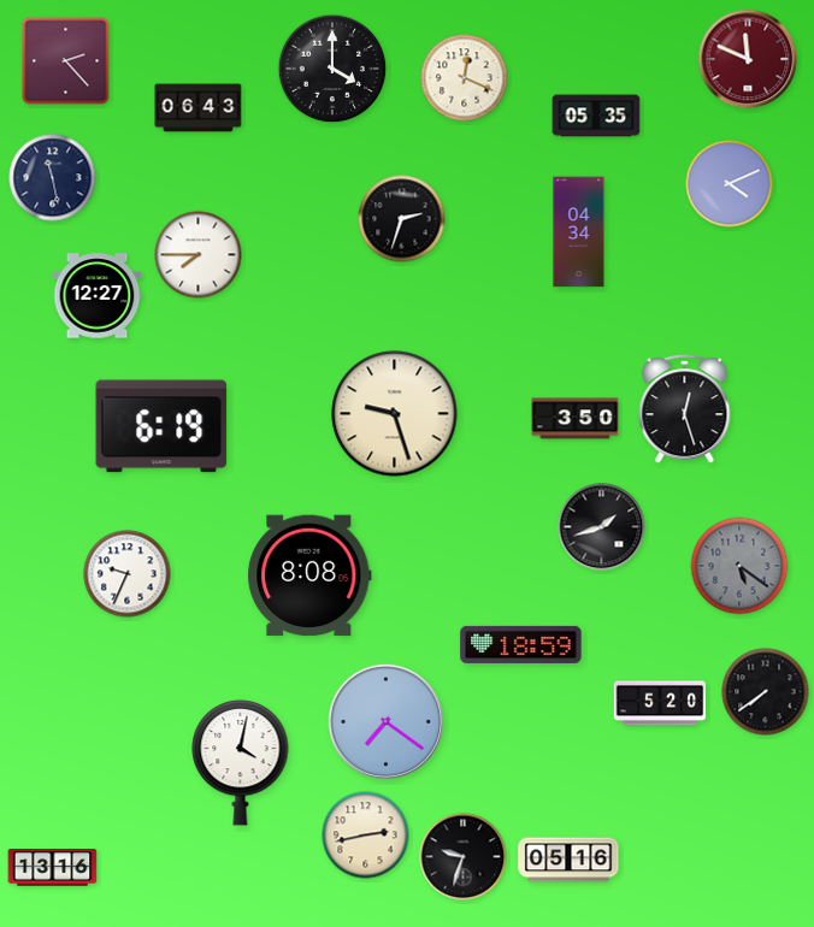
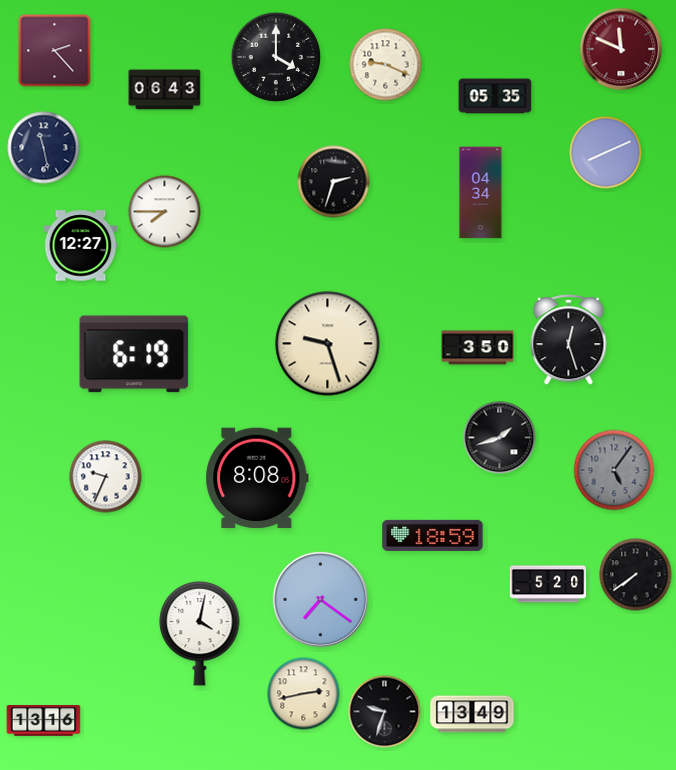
clock at (465, 78): 12:19 -> 9:19
clock at (730, 184): 4:11 -> 8:11
clock at (739, 566): 5:21 -> 5:06
clock at (568, 860): 05:16 -> 13:49
